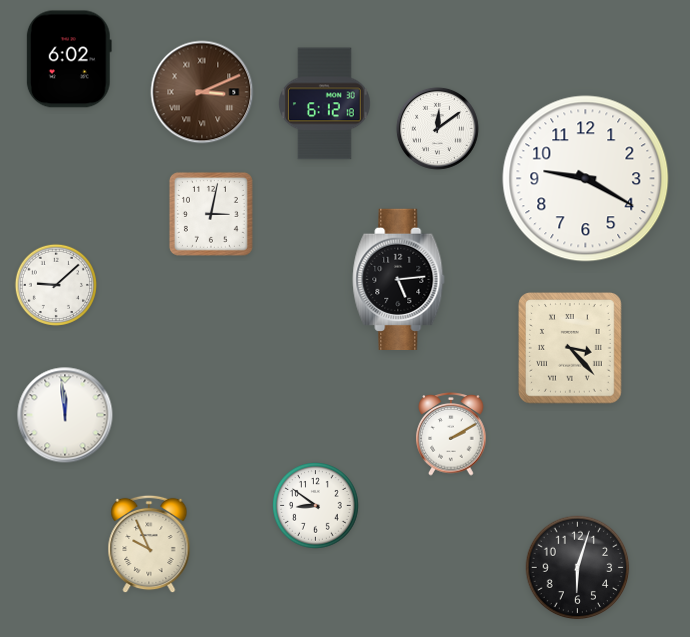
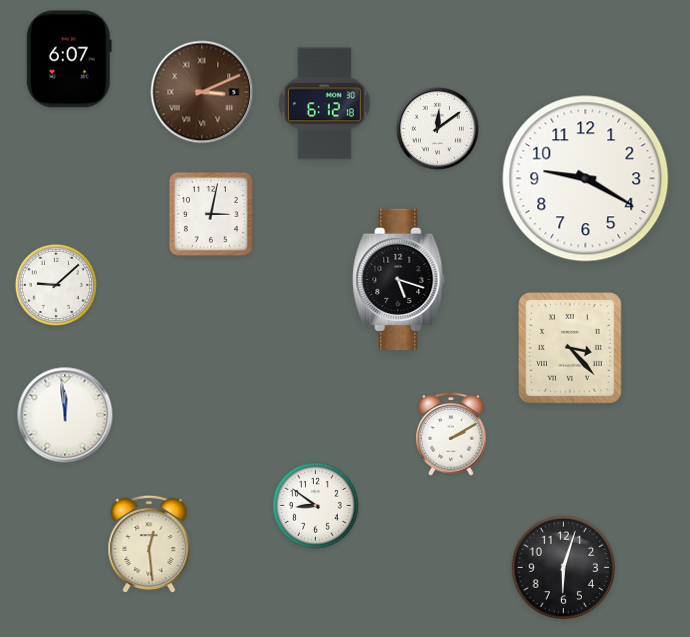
clock at (69, 59): 6:02 -> 6:07
clock at (399, 279): 5:14 -> 5:18
clock at (149, 544): 9:56 -> 12:29
clock at (578, 568) position: (578, 568) -> (564, 568)
